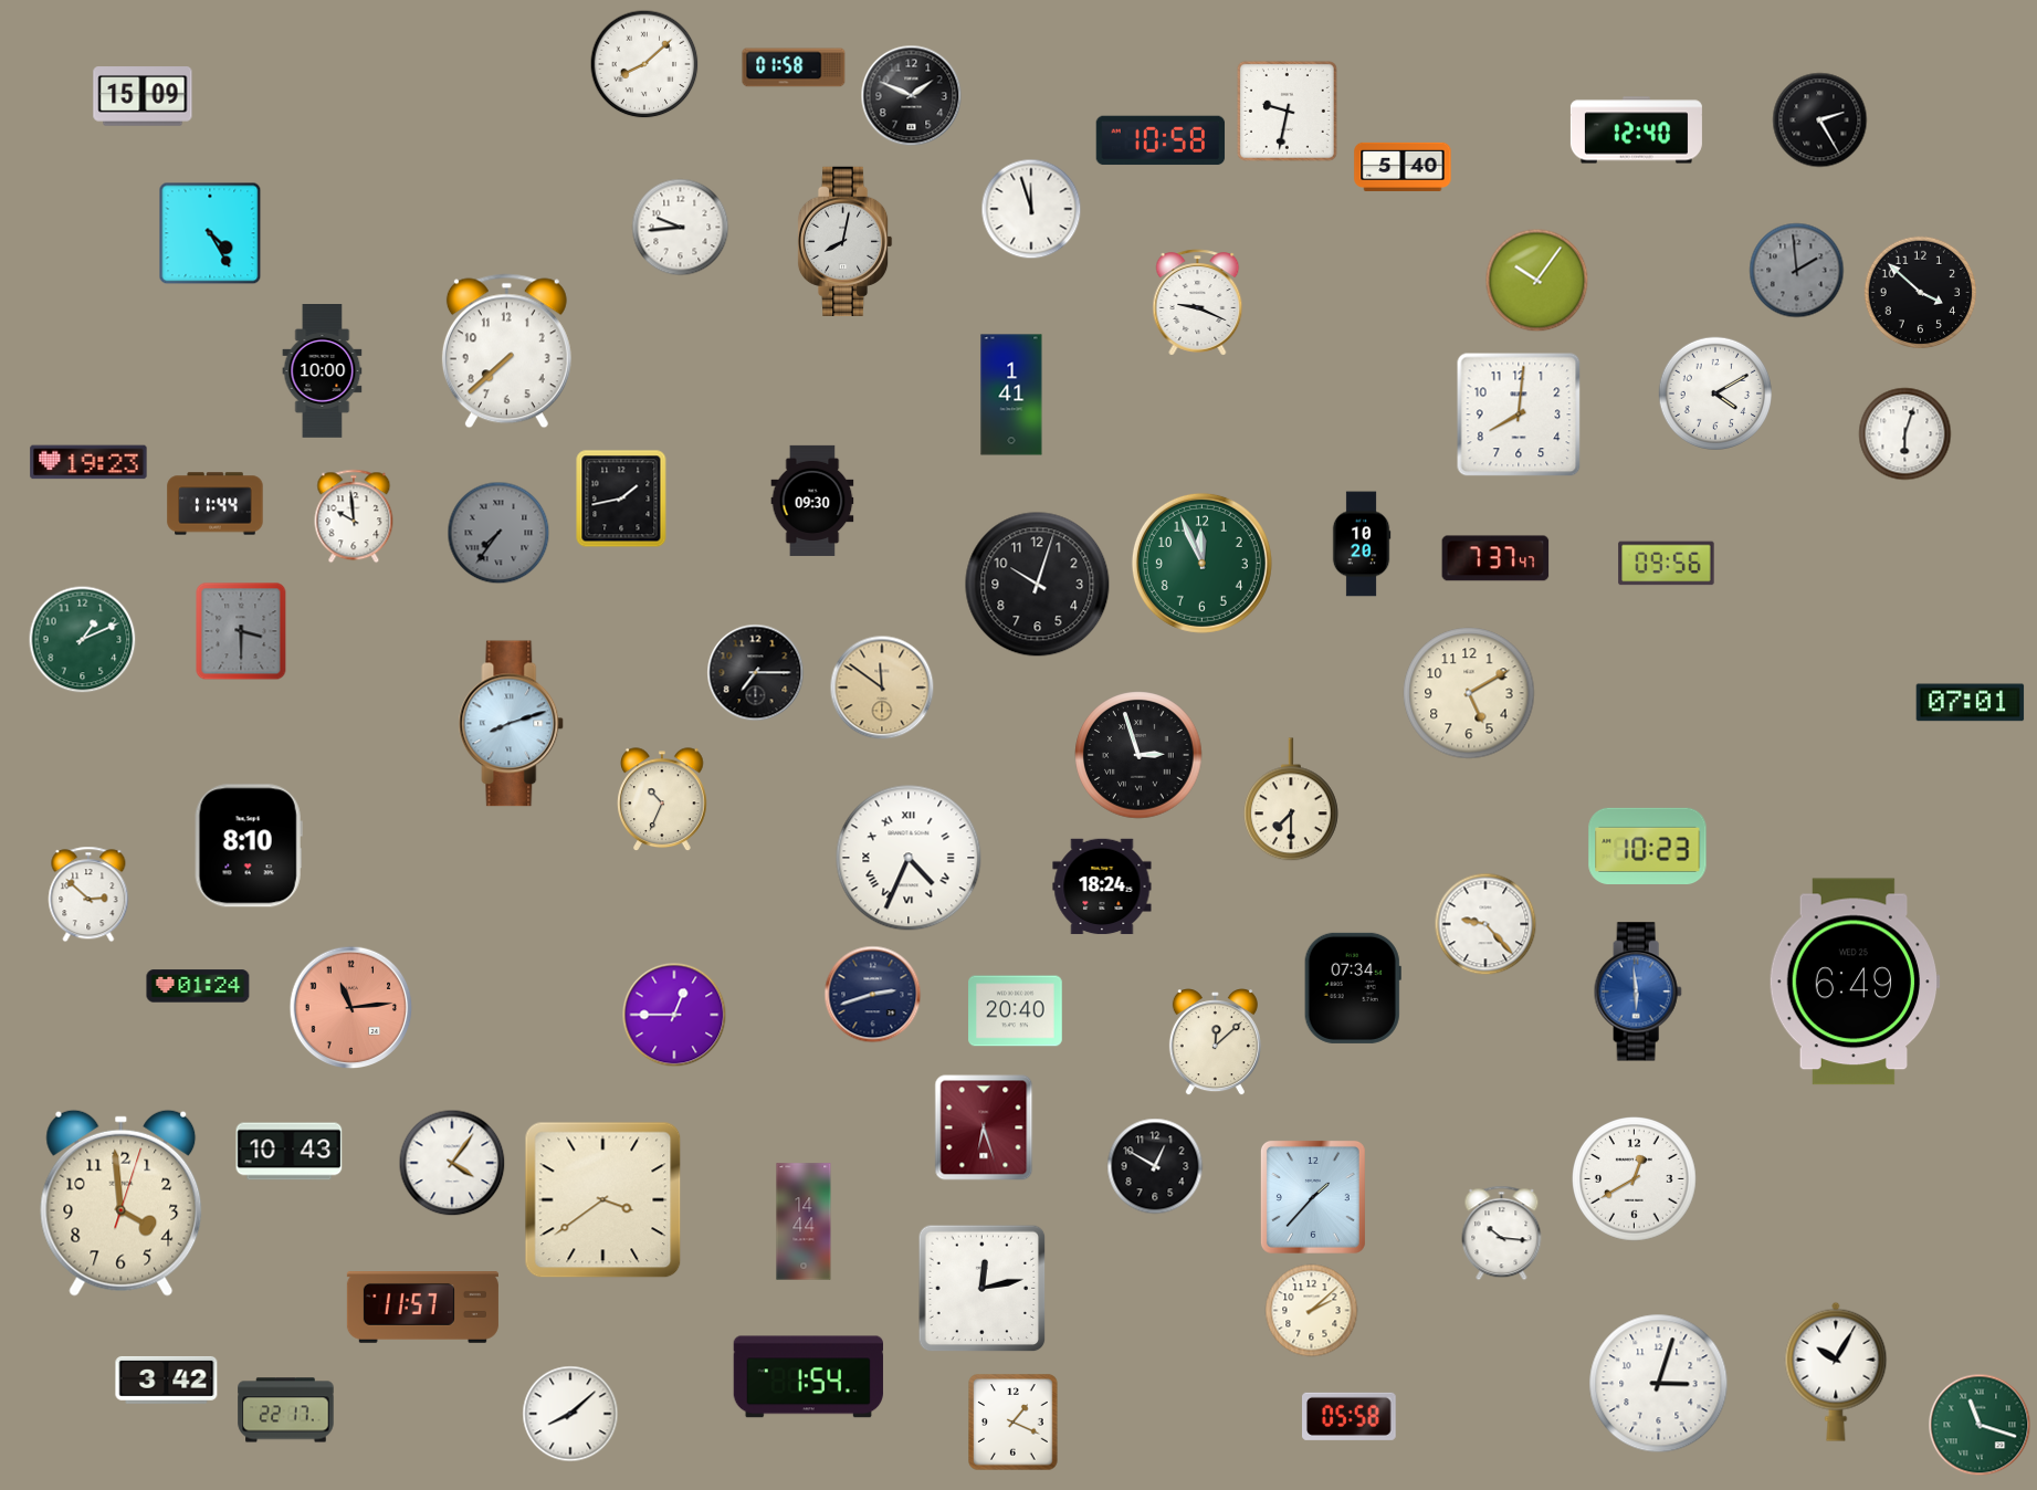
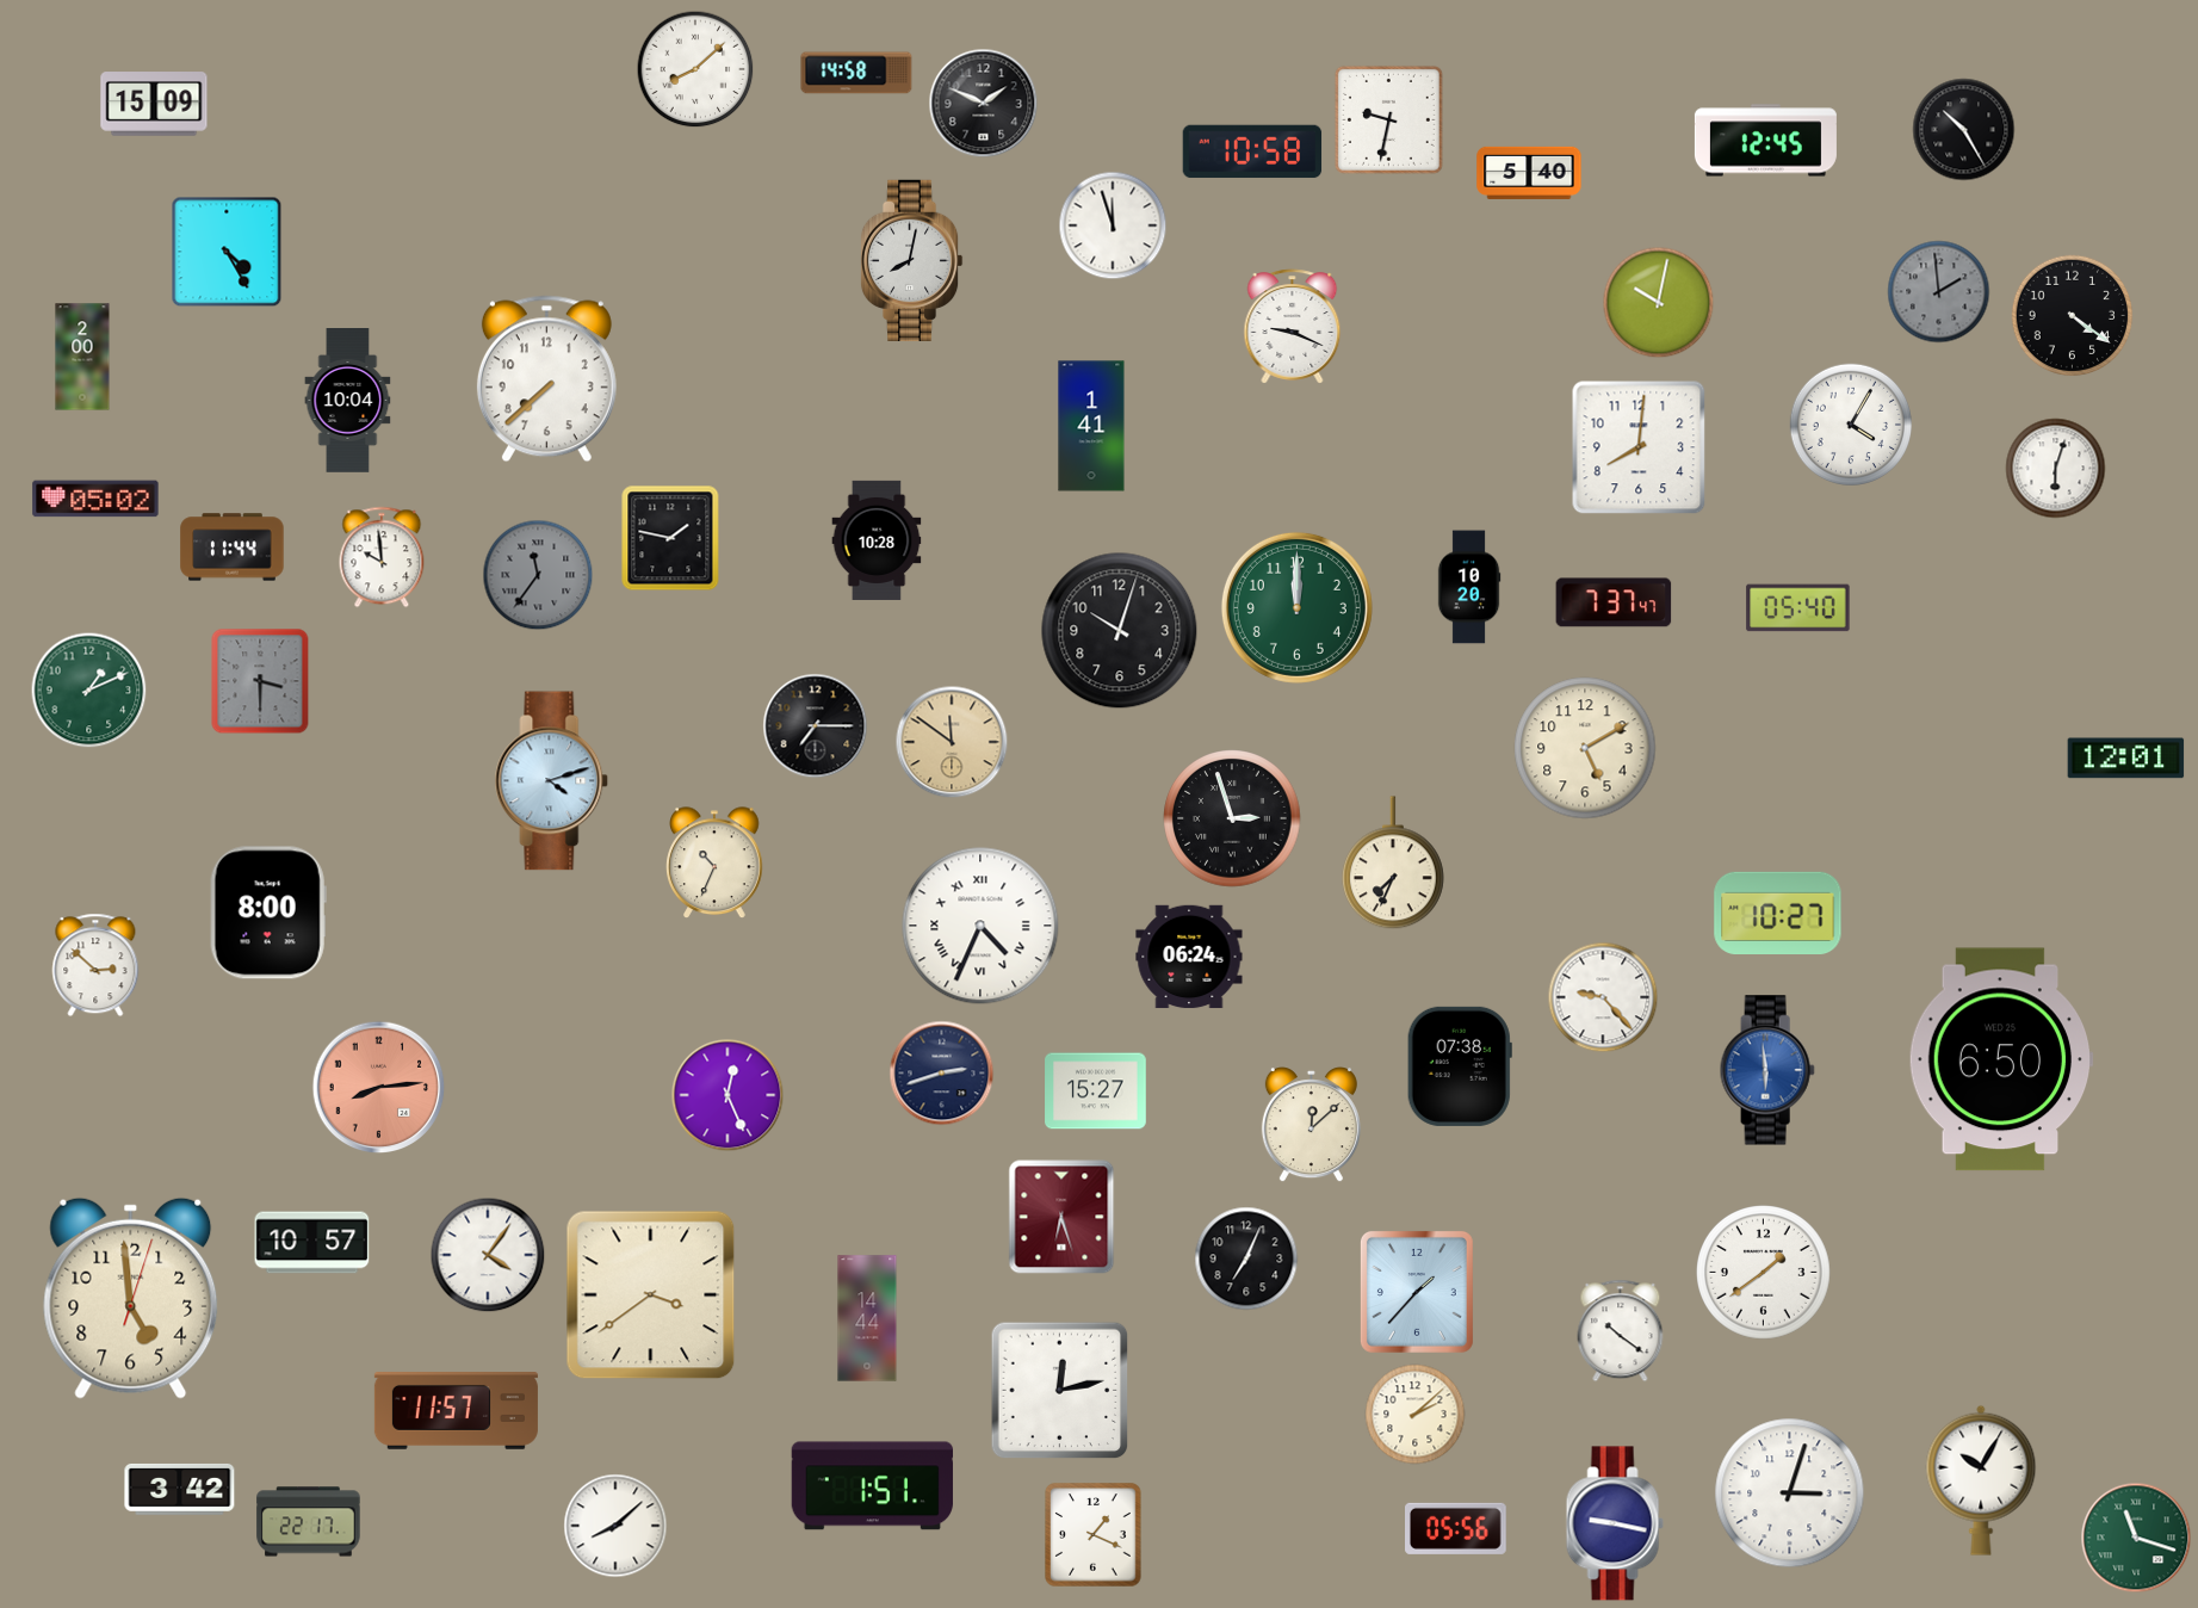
clock at (794, 67): 01:58 -> 14:58
clock at (1820, 120): 2:25 -> 10:25
clock at (1636, 130): 12:40 -> 12:45
clock at (1403, 167) position: (1403, 167) -> (1529, 173)
clock at (681, 228): 9:44 -> none
clock at (1537, 281): 10:06 -> 10:02
clock at (1921, 293): 3:52 -> 4:21
clock at (82, 357): none -> 2:00
clock at (323, 371): 10:00 -> 10:04
clock at (1714, 392): 4:10 -> 4:05
clock at (88, 462): 19:23 -> 05:02
clock at (621, 499): 1:43 -> 1:47
clock at (812, 501): 09:30 -> 10:28
clock at (216, 504) position: (216, 504) -> (233, 548)
clock at (498, 533): 7:36 -> 11:36
clock at (1201, 563): 11:56 -> 12:00
clock at (1667, 564): 09:56 -> 05:40
clock at (1971, 703): 07:01 -> 12:01
clock at (512, 724): 8:12 -> 4:12
clock at (1138, 755) position: (1138, 755) -> (1232, 818)
clock at (1291, 800): 7:30 -> 7:34
clock at (249, 846): 8:10 -> 8:00
clock at (1648, 846): 10:23 -> 10:27
clock at (1102, 886): 18:24 -> 06:24
clock at (1855, 982): 6:49 -> 6:50
clock at (198, 986): 01:24 -> none
clock at (1353, 988): 07:34 -> 07:38
clock at (351, 1008): 11:14 -> 8:14
clock at (1016, 1011): 20:40 -> 15:27
clock at (674, 1015): 12:45 -> 12:26
clock at (290, 1152): 10:43 -> 10:57
clock at (1155, 1166): 12:50 -> 7:04
clock at (1635, 1179): 12:40 -> 1:39
clock at (122, 1203): 3:59 -> 4:59
clock at (1502, 1234): 10:16 -> 10:21
clock at (808, 1377): 1:54 -> 1:51
clock at (1615, 1523): none -> 9:17
clock at (1350, 1416): 05:58 -> 05:56
